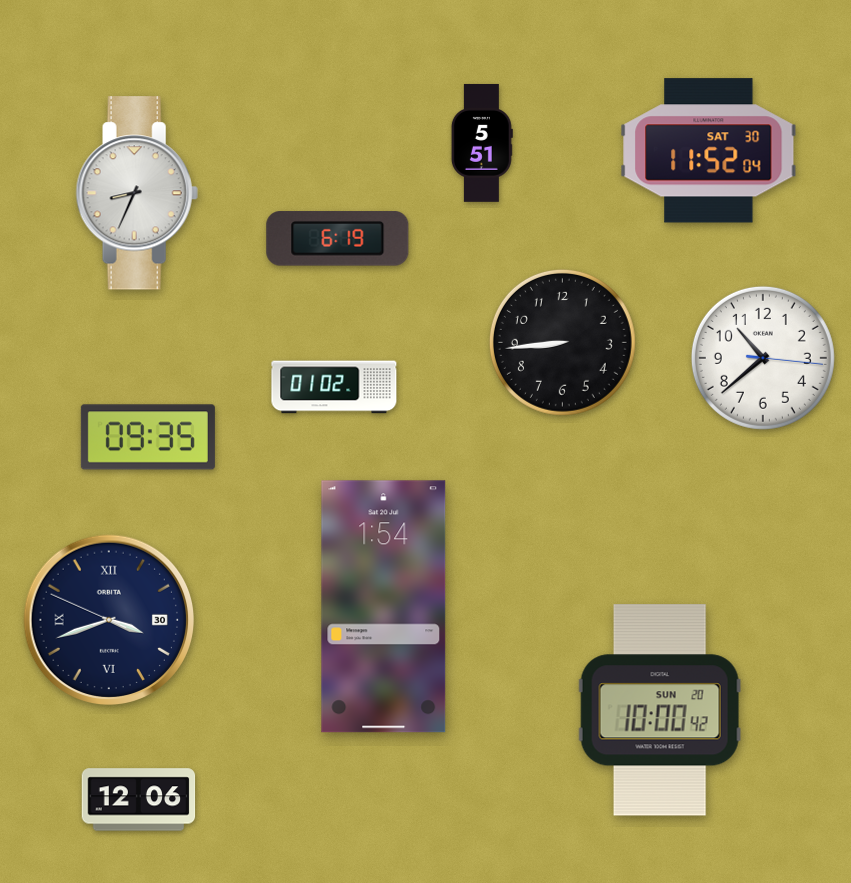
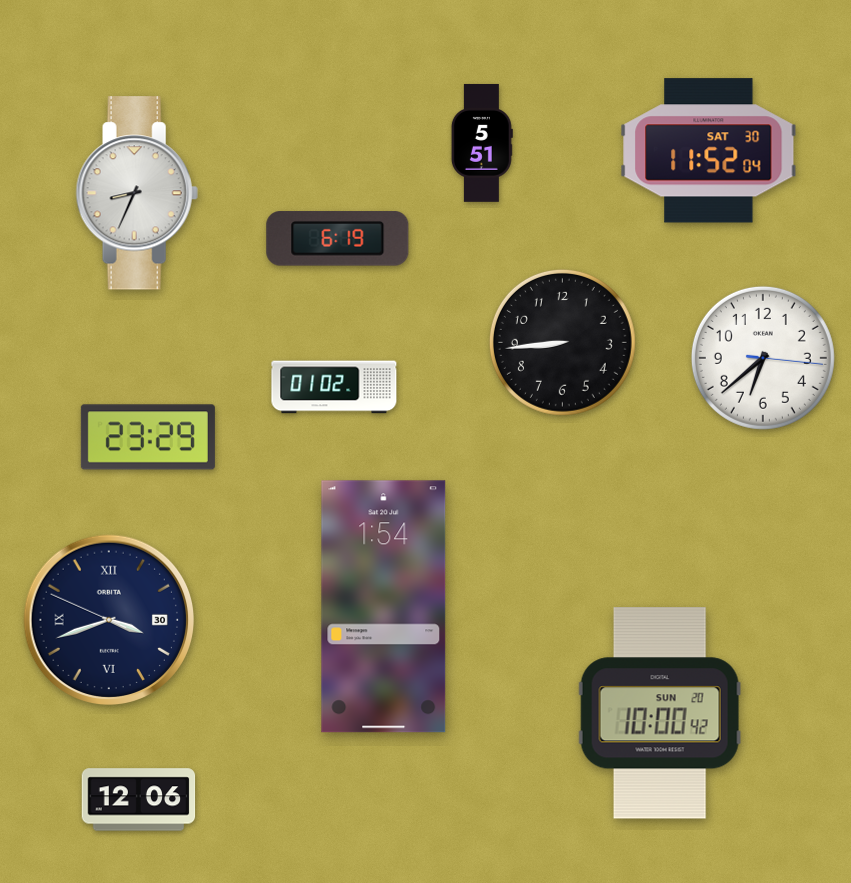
clock at (763, 358): 10:38 -> 6:38
clock at (148, 437): 09:35 -> 23:29
clock at (660, 710) position: (660, 710) -> (660, 713)
